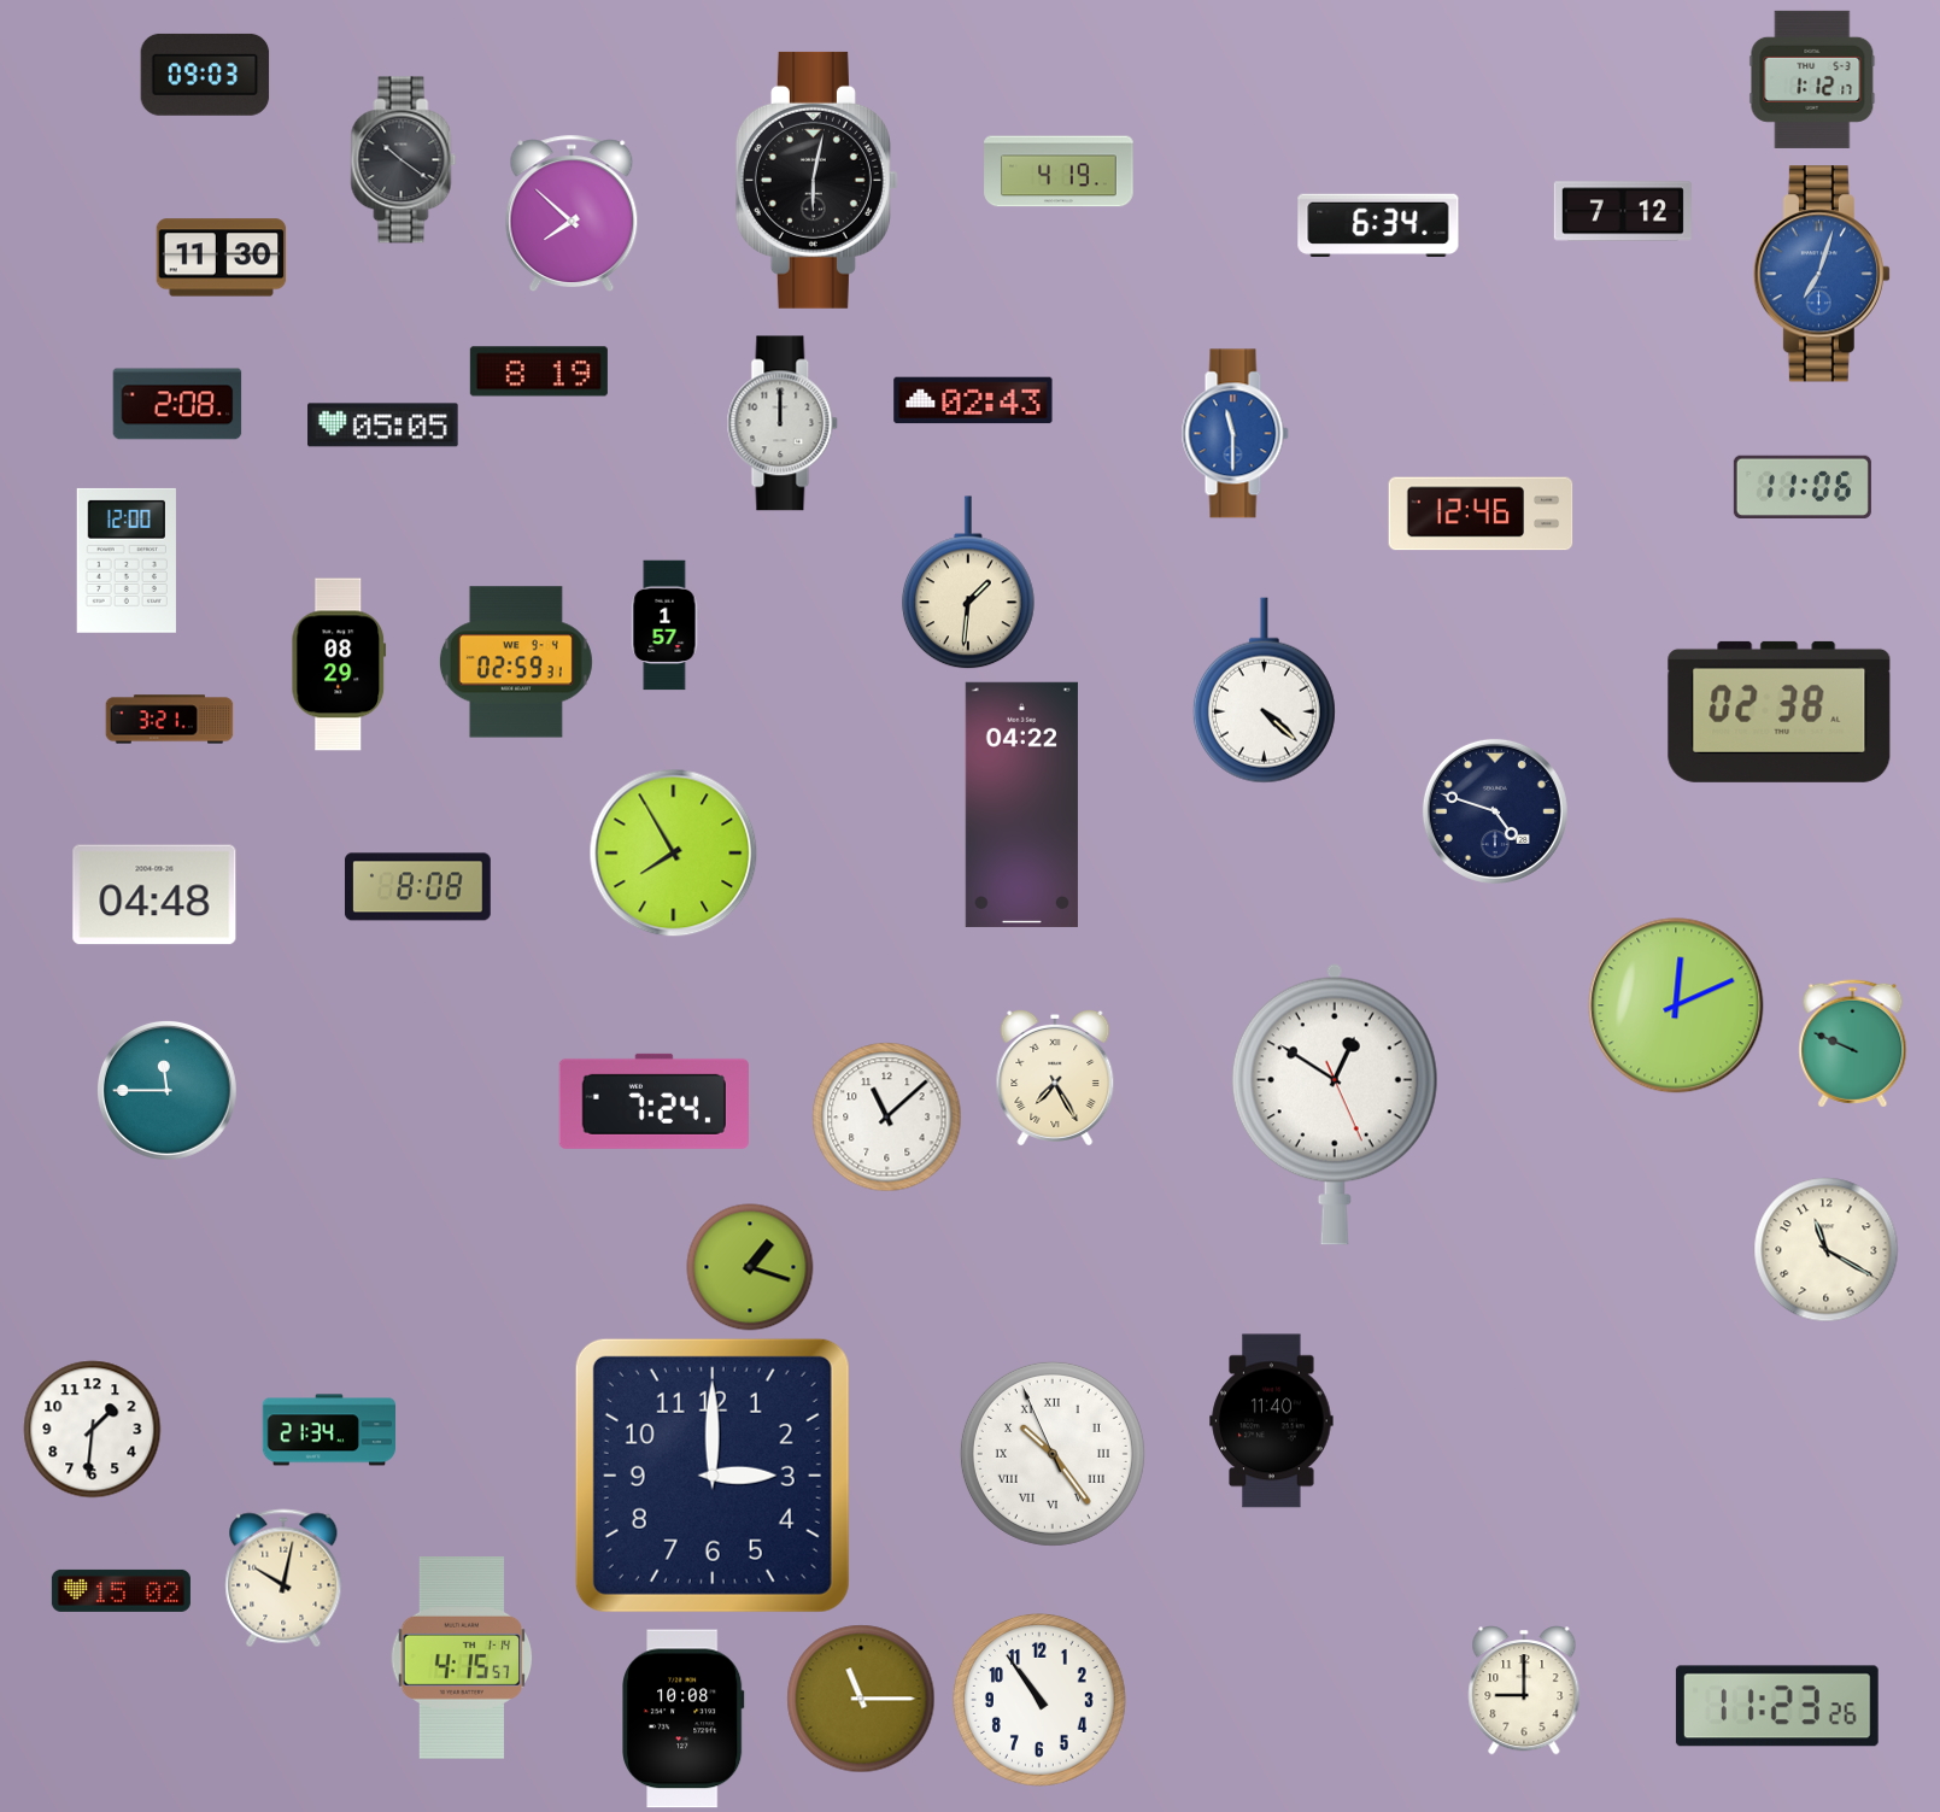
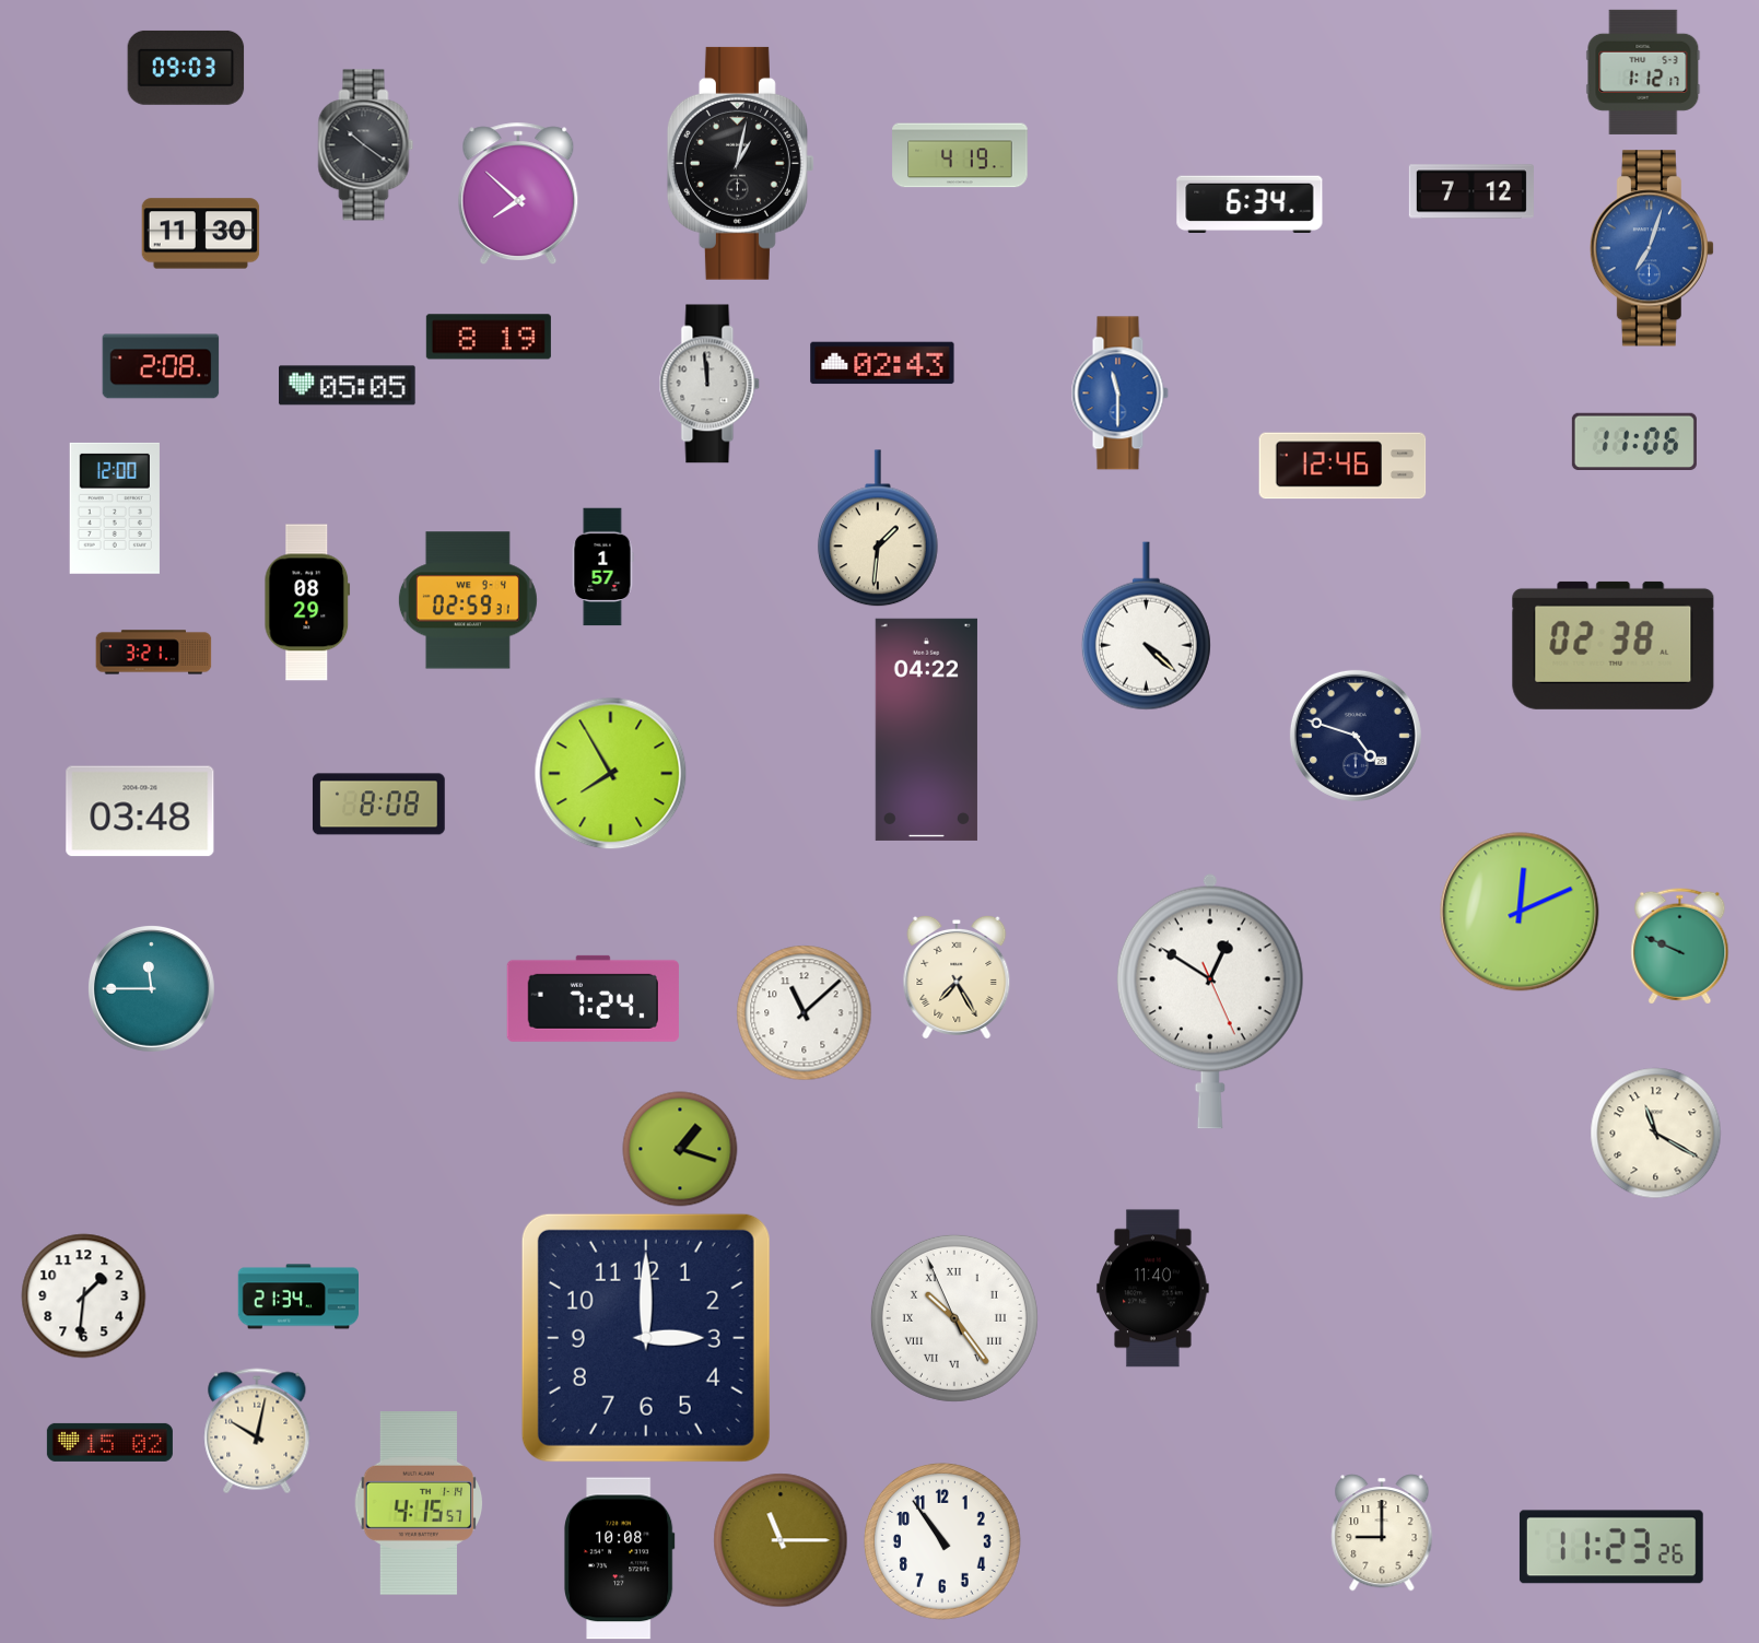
clock at (816, 180): 6:02 -> 1:02
clock at (783, 423): 12:00 -> 11:59
clock at (154, 895): 04:48 -> 03:48
